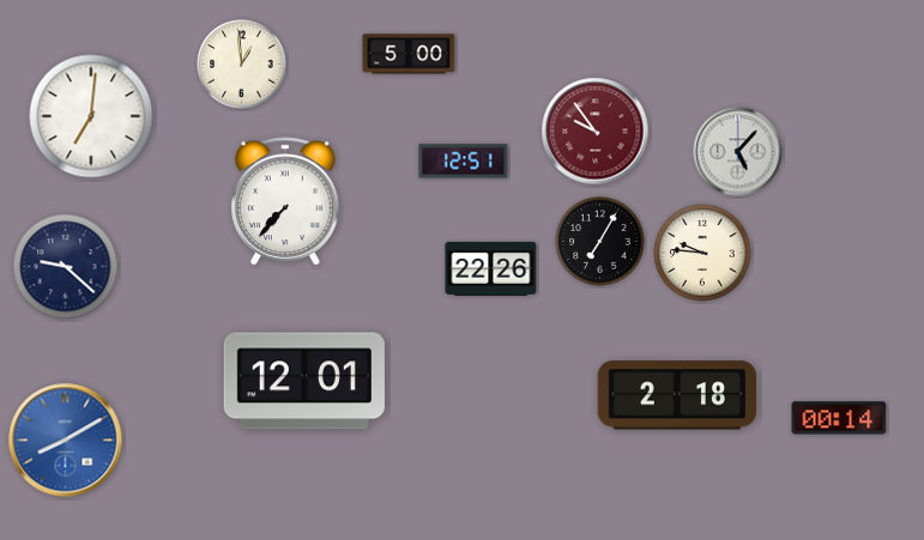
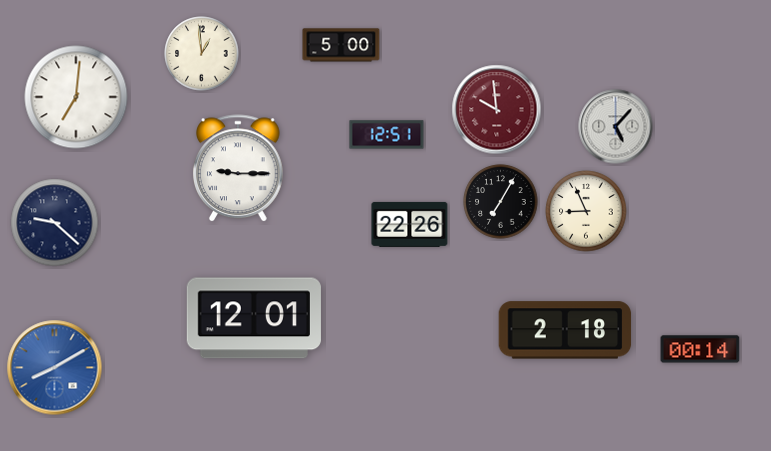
clock at (596, 132): 9:54 -> 9:59
clock at (285, 202): 7:37 -> 9:15
clock at (702, 253): 9:46 -> 8:56
